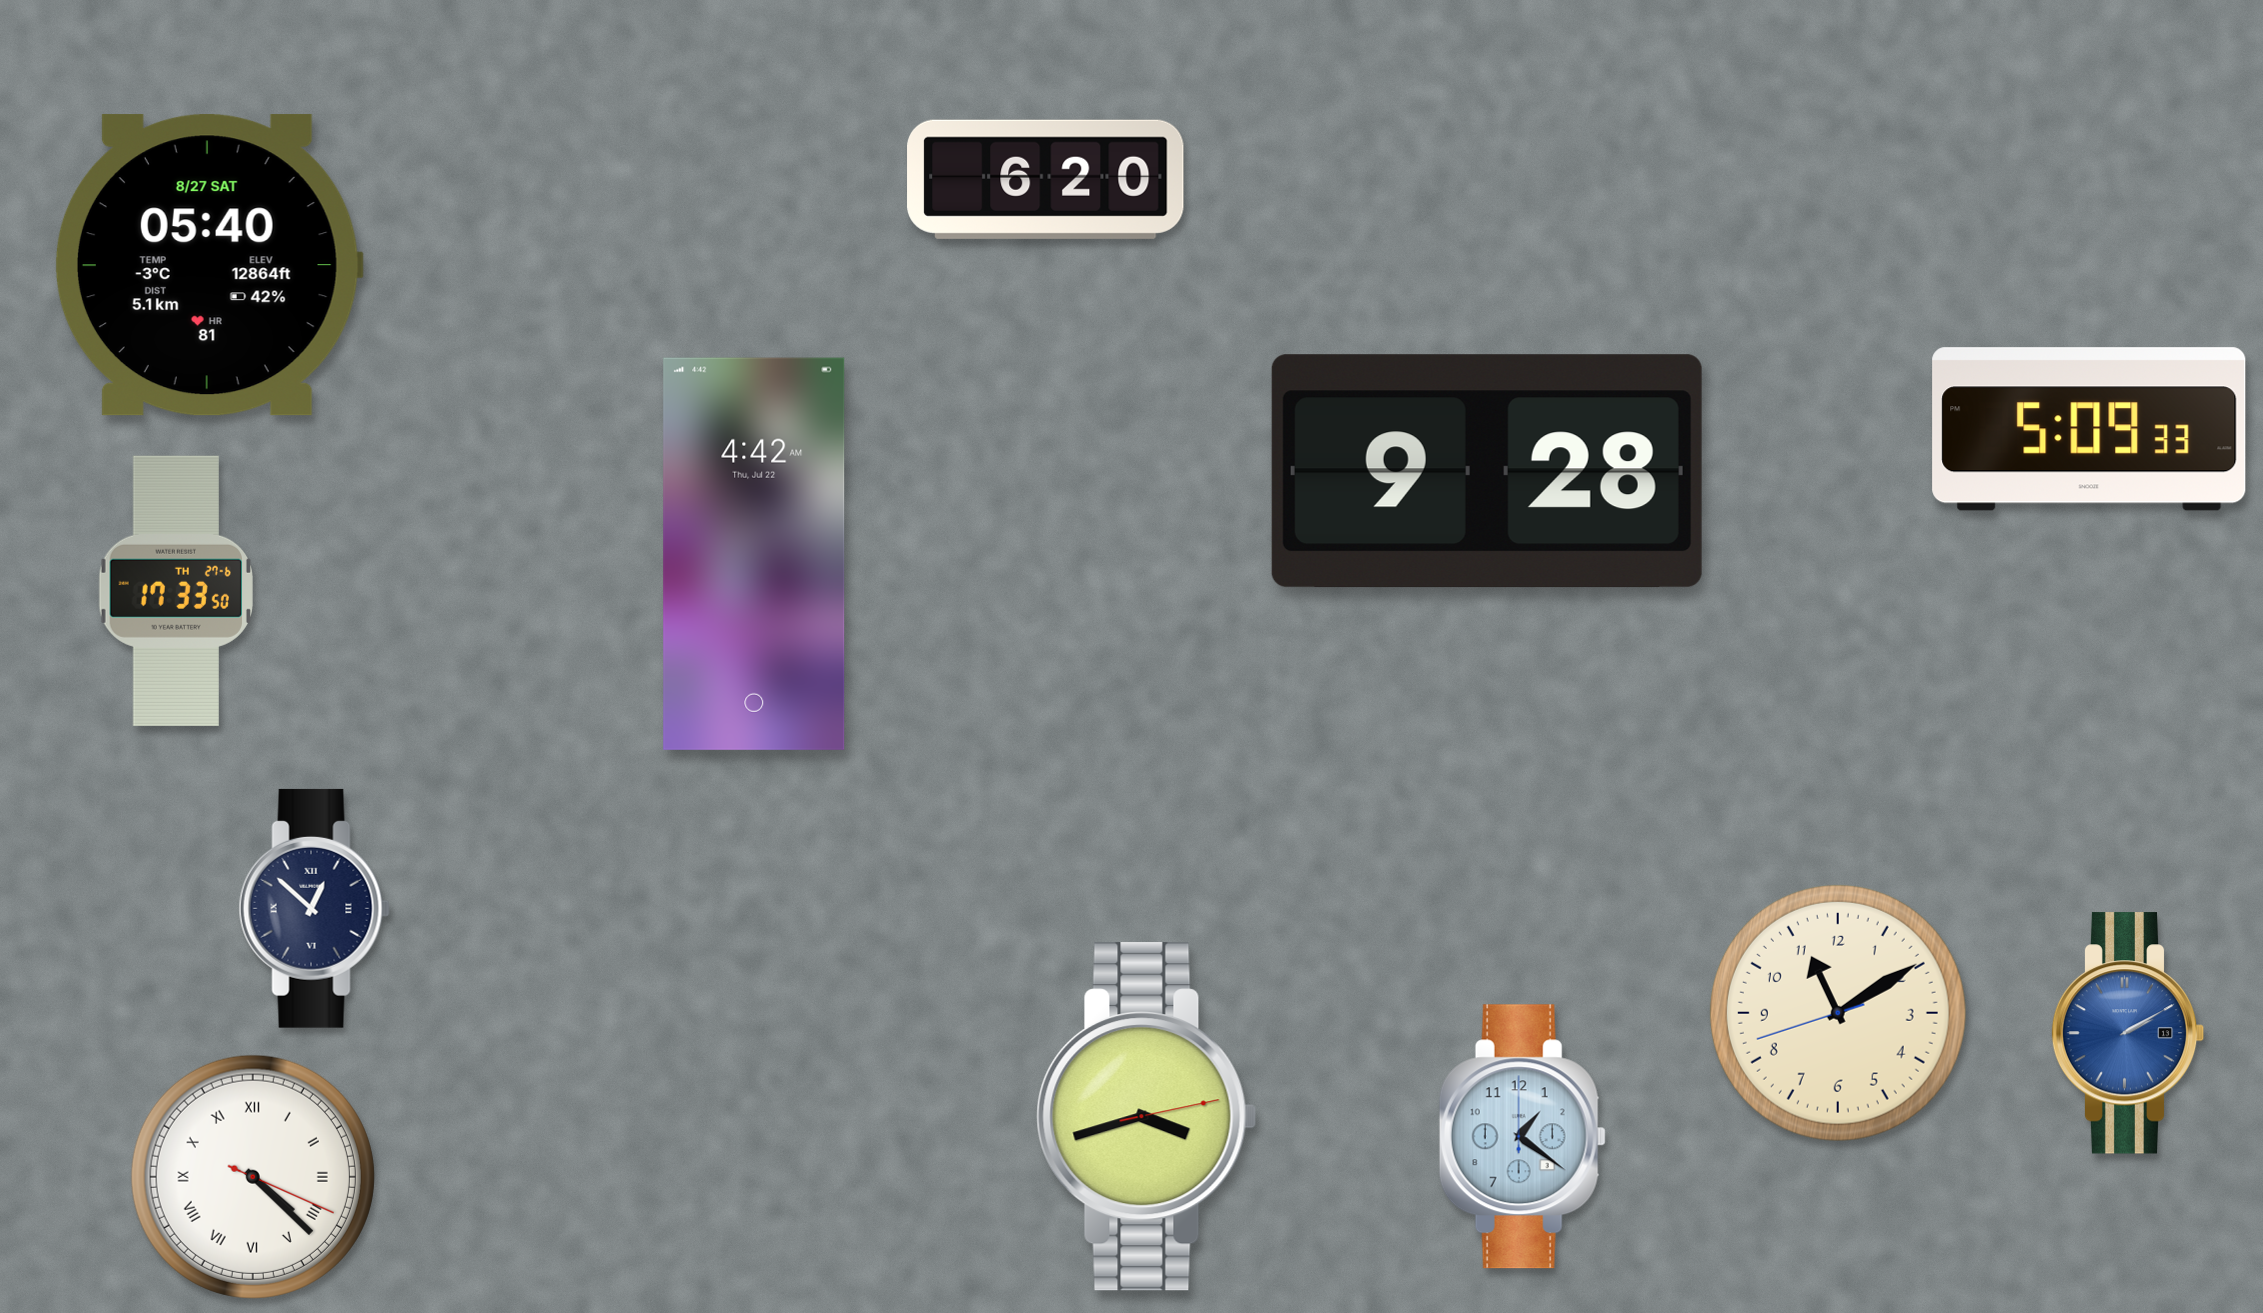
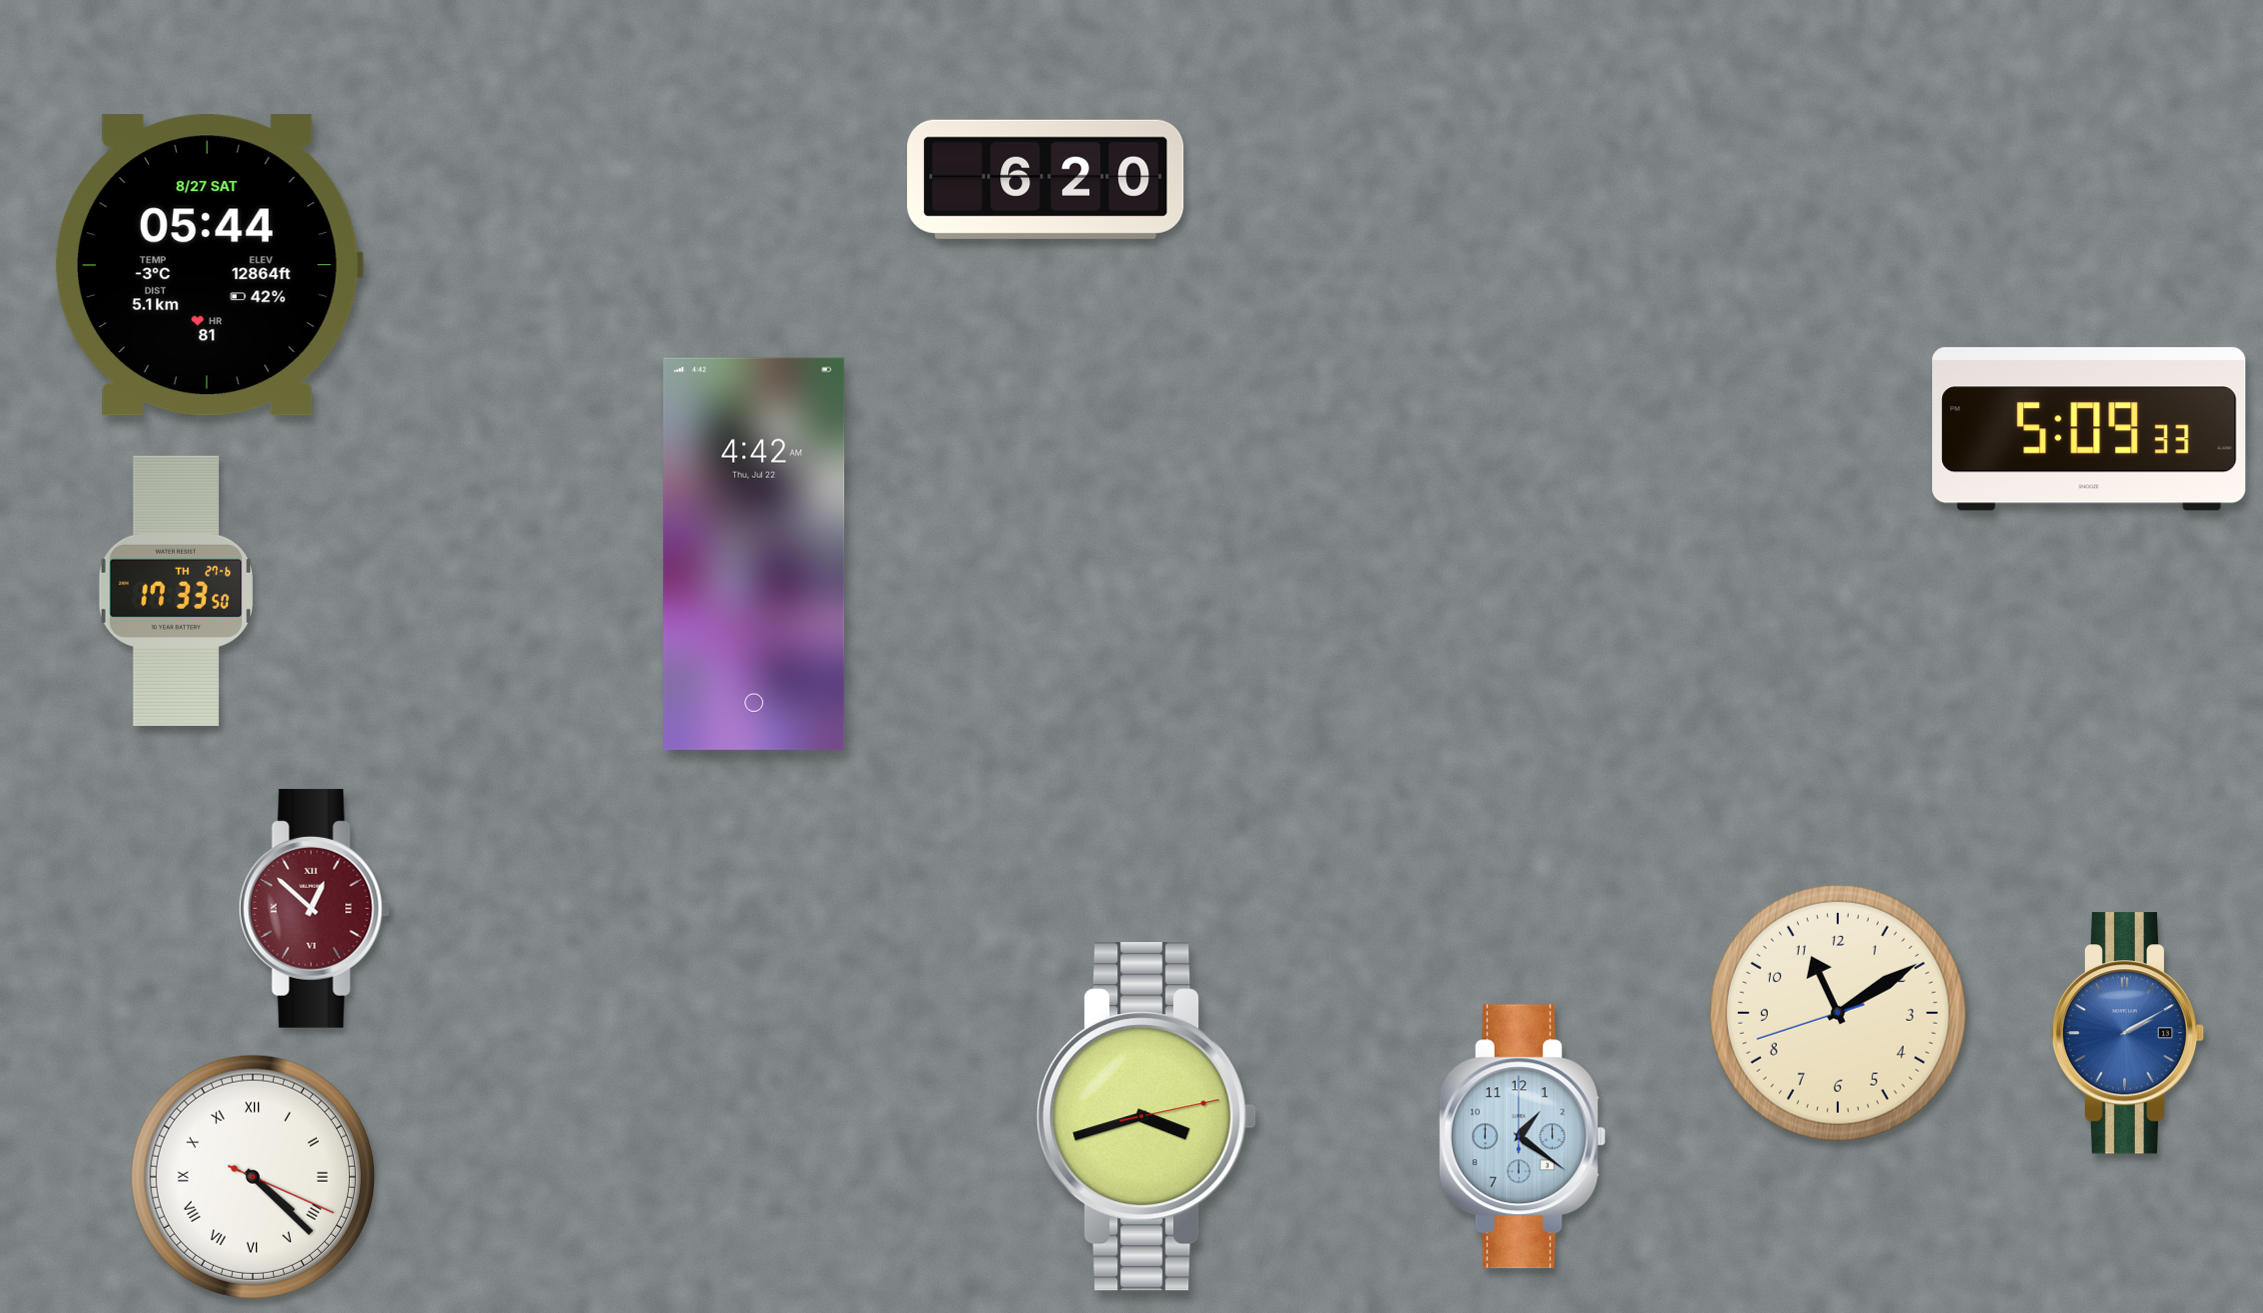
clock at (208, 265): 05:40 -> 05:44
clock at (1487, 471): 9:28 -> none
clock at (314, 908) dial: navy -> burgundy
